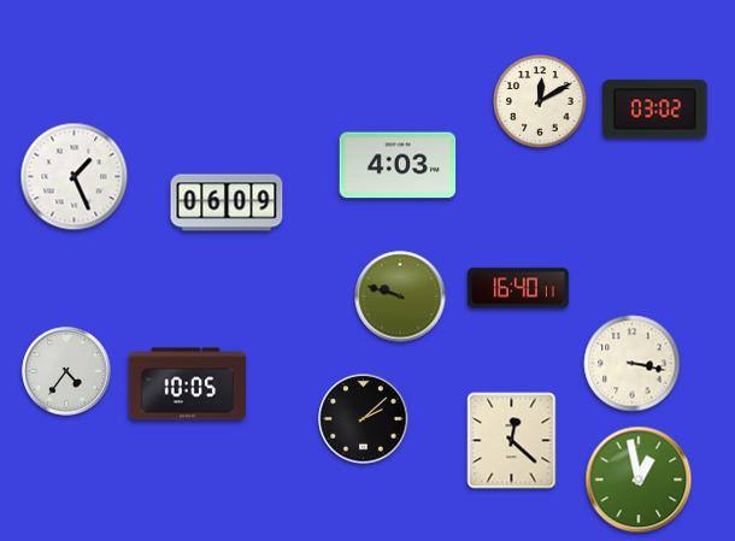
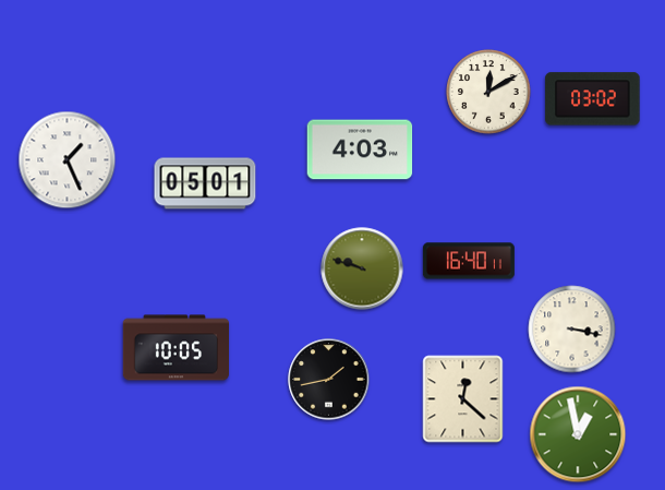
clock at (227, 202): 06:09 -> 05:01
clock at (66, 371): 4:36 -> none
clock at (187, 384) position: (187, 384) -> (176, 348)
clock at (364, 419): 2:08 -> 1:43
